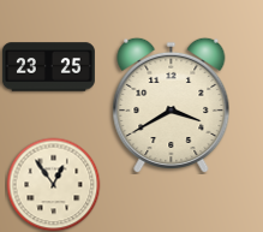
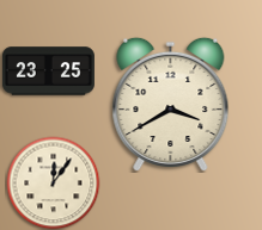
clock at (48, 67) position: (48, 67) -> (48, 72)
clock at (53, 184): 12:54 -> 12:06
